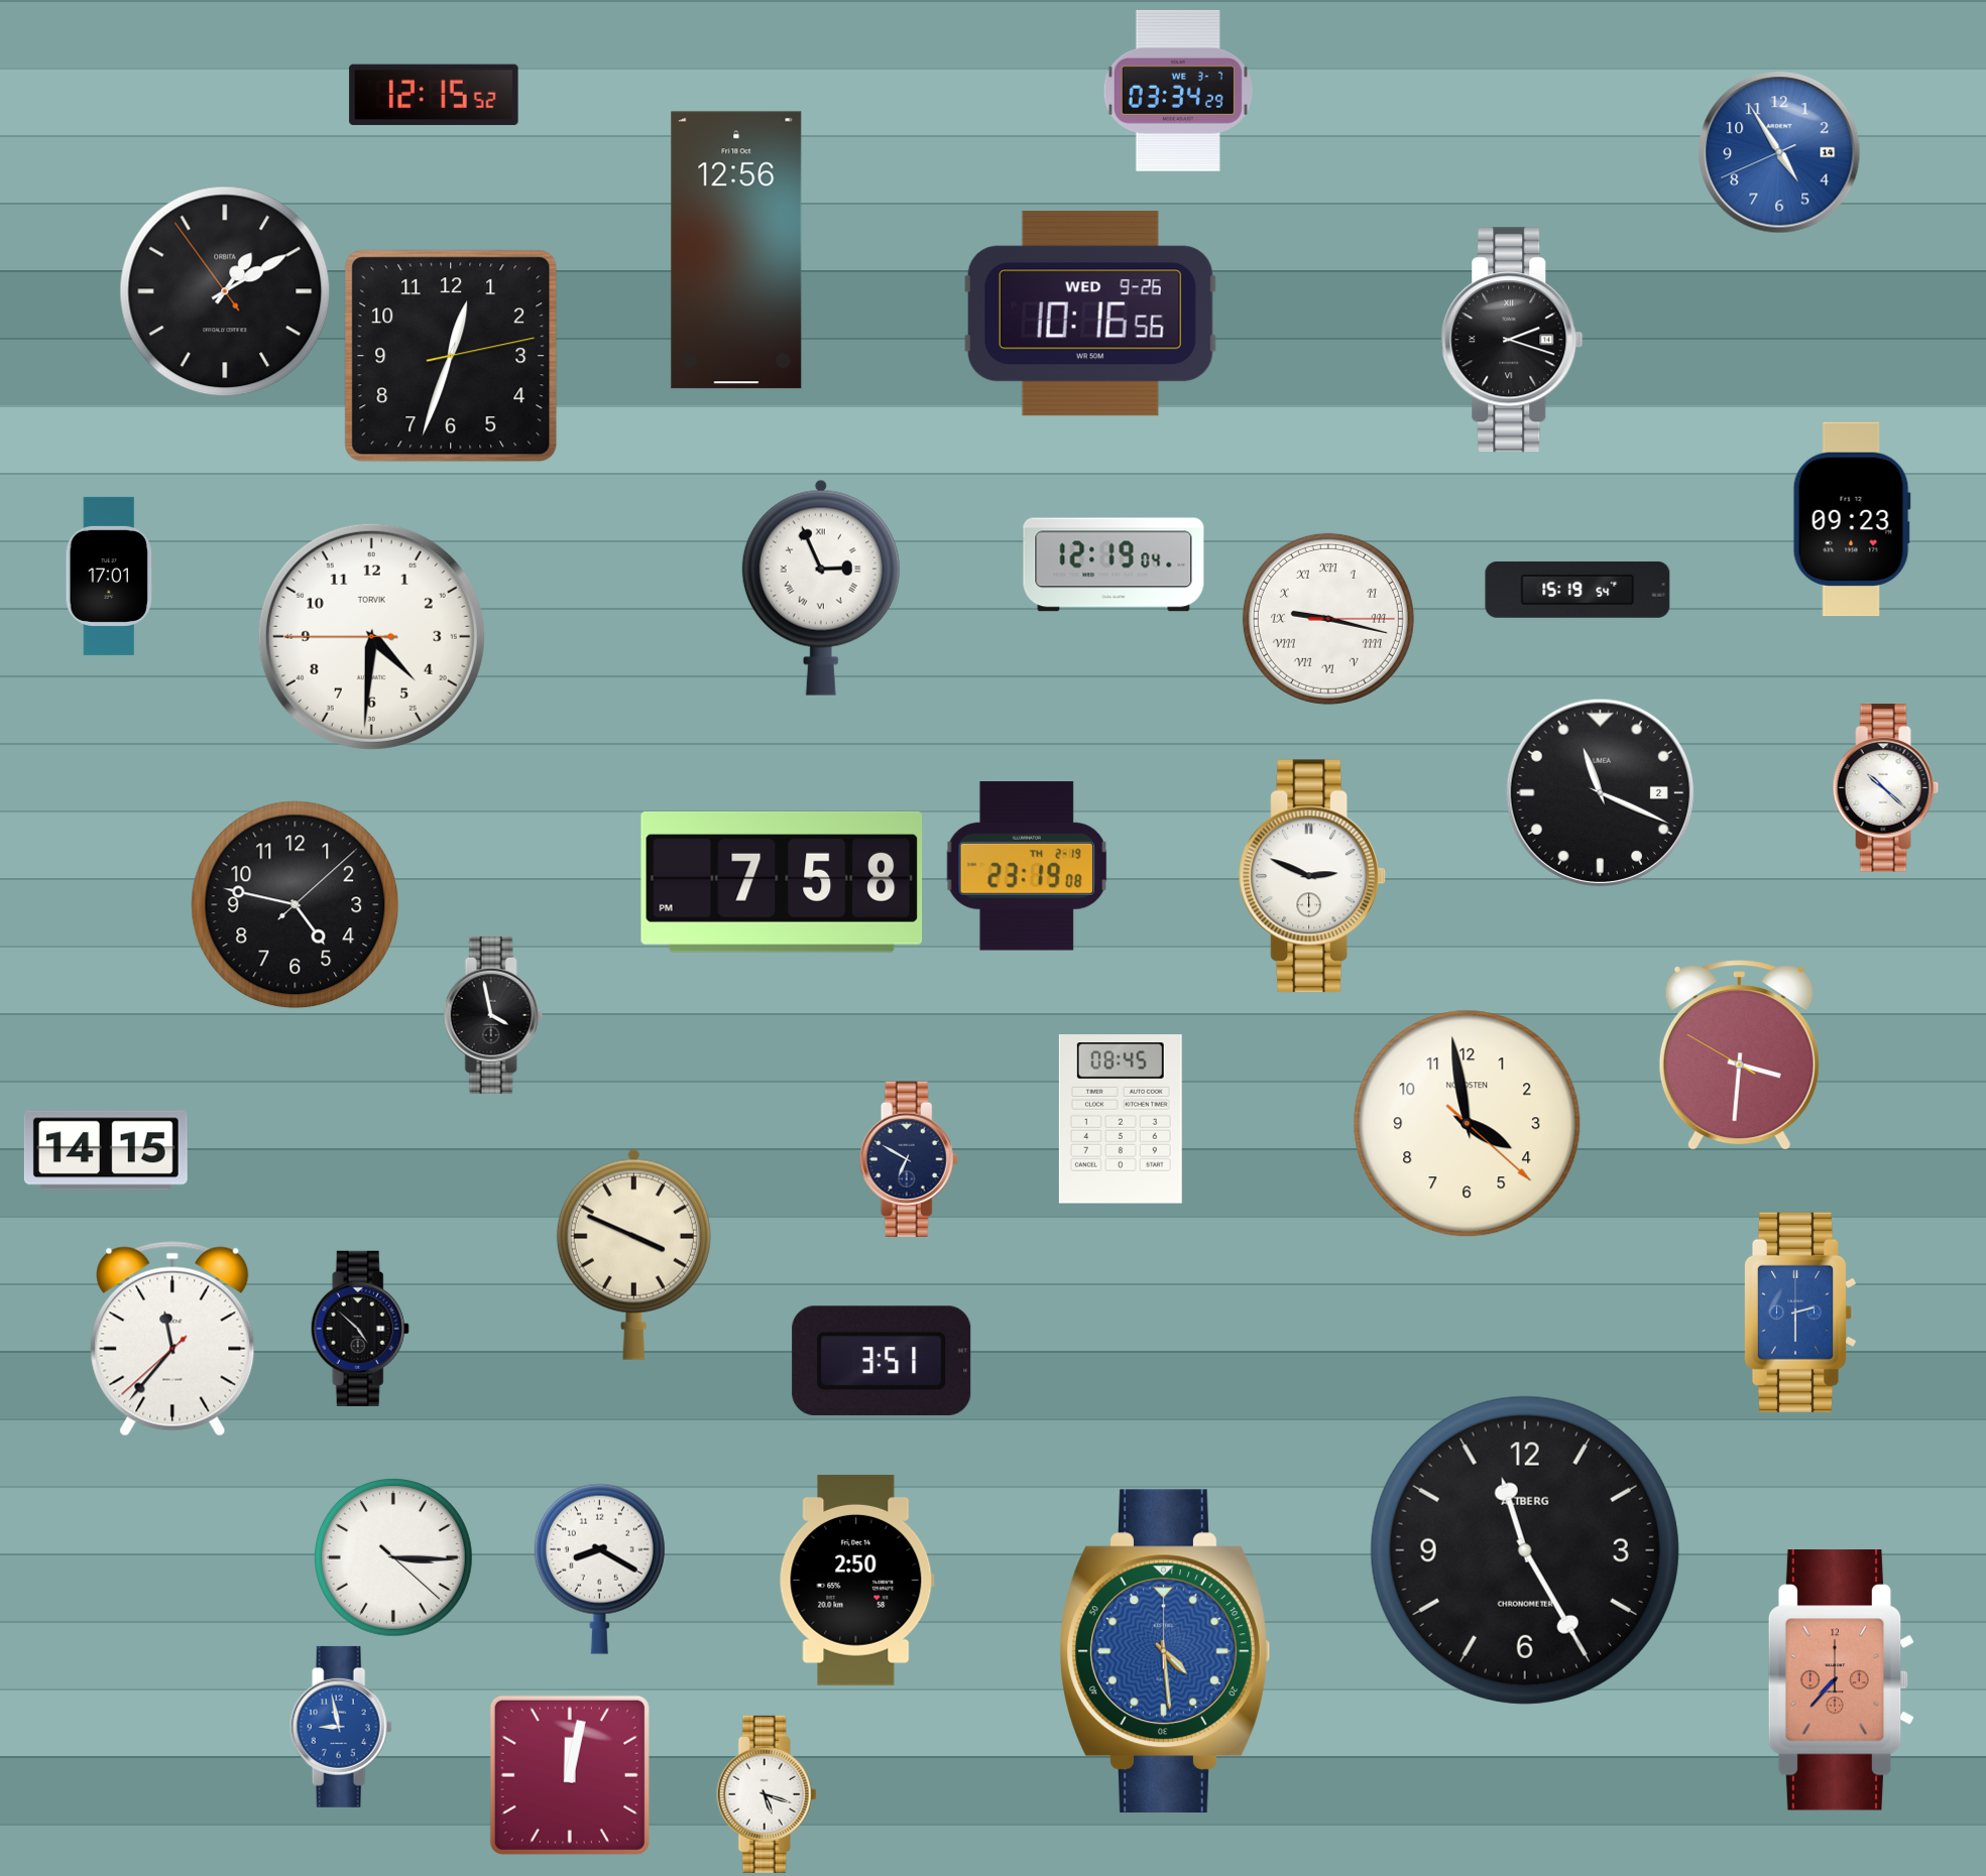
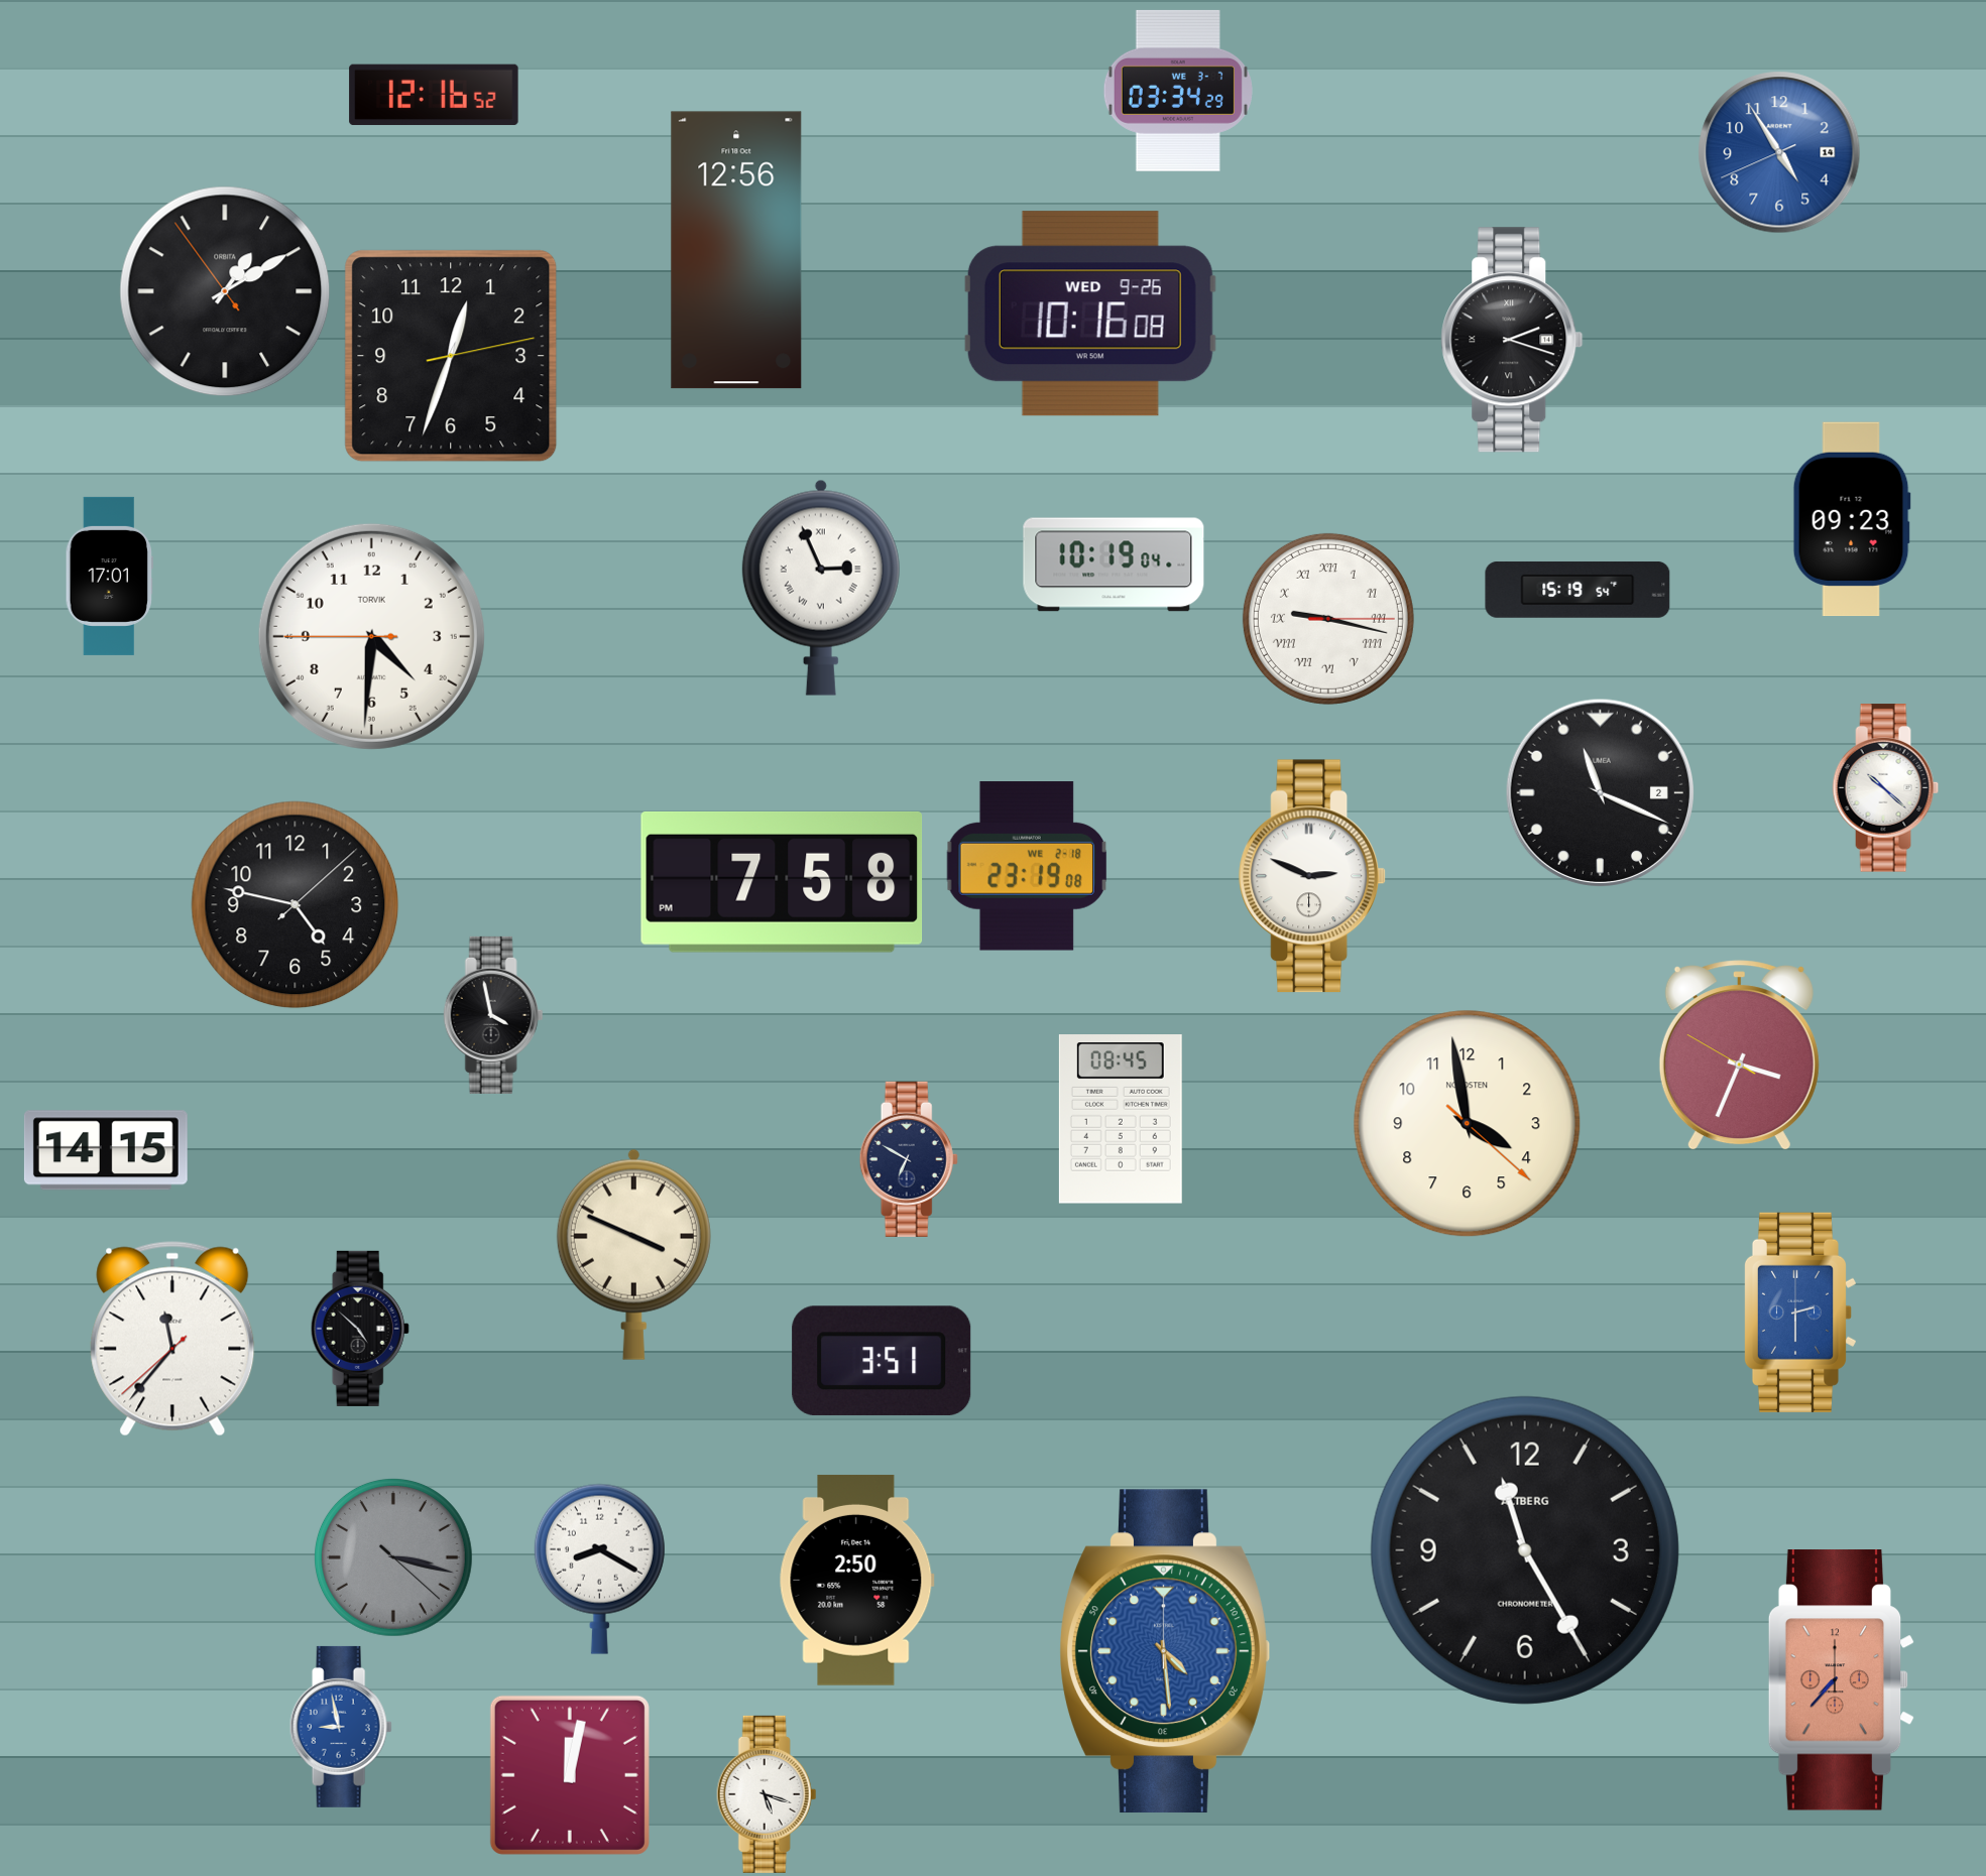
clock at (434, 95): 12:15 -> 12:16
clock at (1090, 314): 10:16:56 -> 10:16:08
clock at (1114, 565): 12:19 -> 10:19
clock at (1027, 866) date: TH 2-19 -> WE 2-18
clock at (1739, 1055): 3:30 -> 3:33
clock at (393, 1557): 3:15 -> 3:17
clock at (393, 1557) dial: white -> grey
